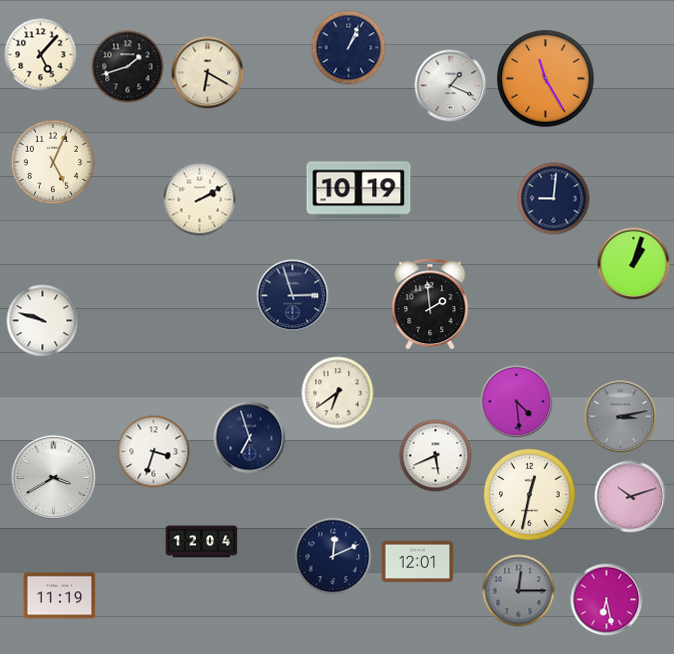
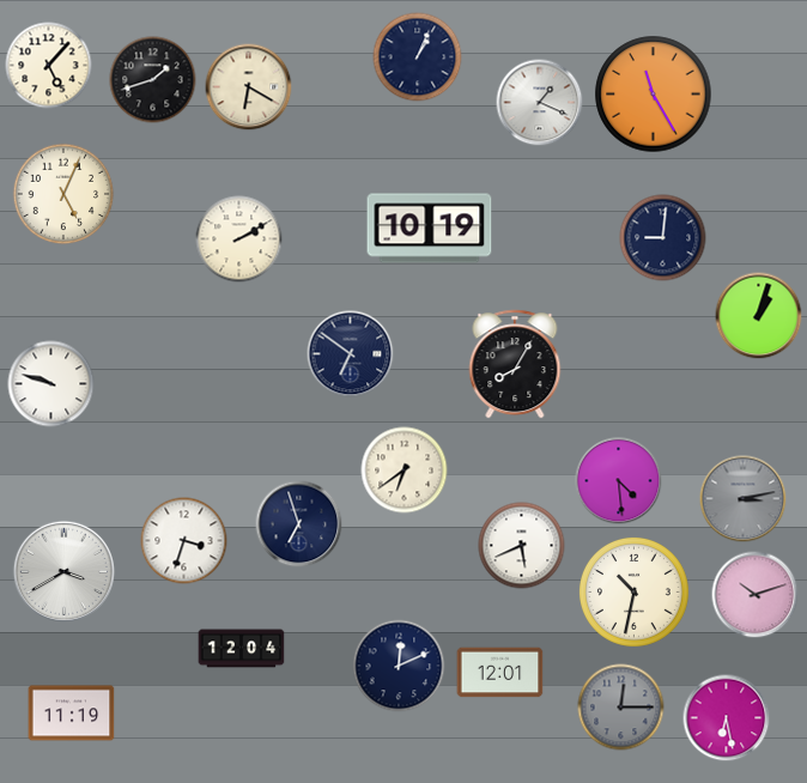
clock at (293, 296): 2:57 -> 6:51
clock at (430, 304): 1:59 -> 8:05
clock at (530, 495): 12:32 -> 10:32
